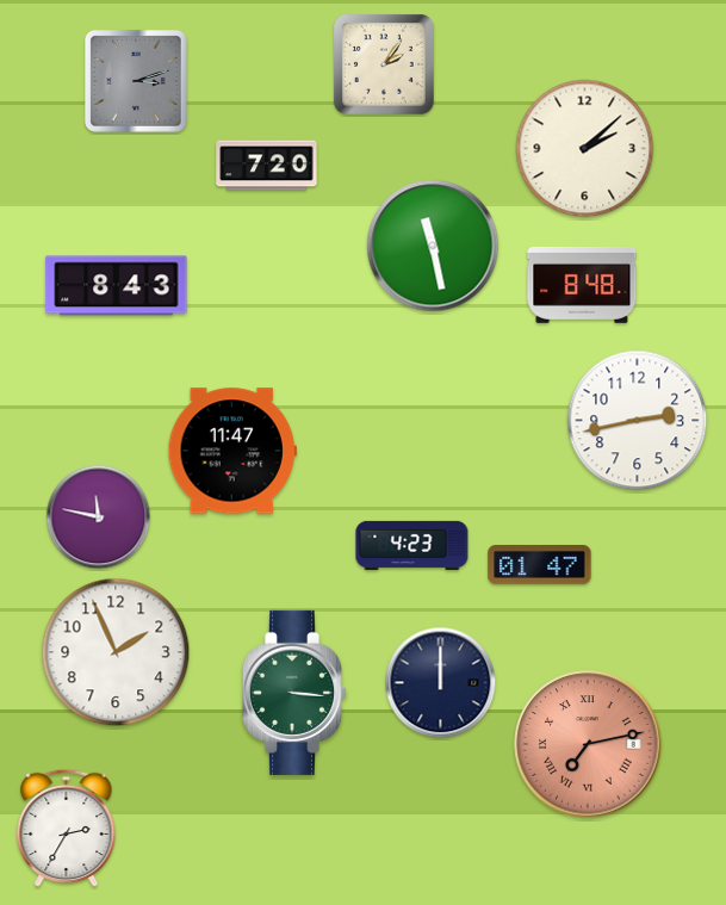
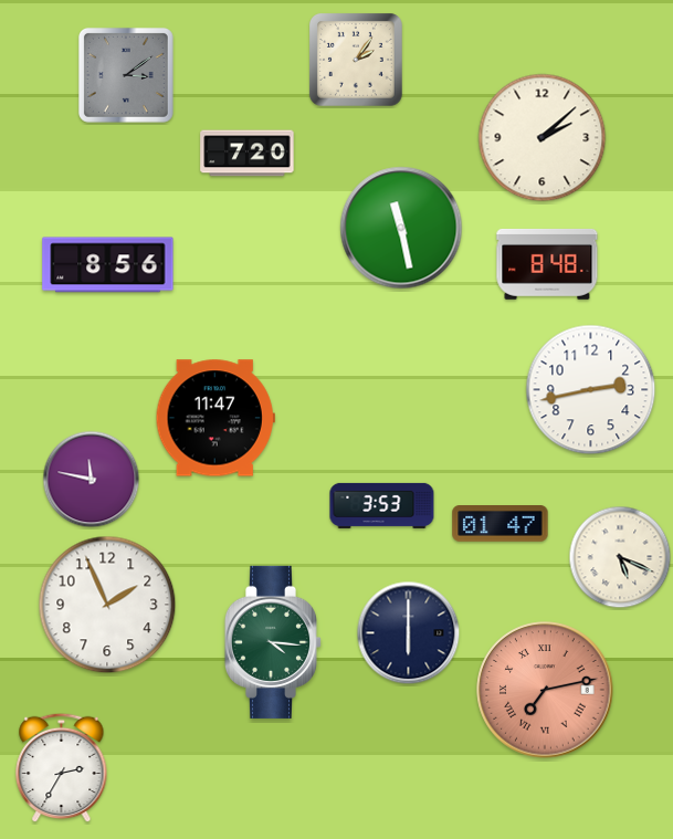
clock at (136, 81): 3:12 -> 3:09
clock at (582, 285) position: (582, 285) -> (547, 264)
clock at (117, 286): 8:43 -> 8:56
clock at (412, 545): 4:23 -> 3:53
clock at (620, 557): none -> 5:19
clock at (441, 683): 12:00 -> 6:00
clock at (293, 693): 3:16 -> 4:16
